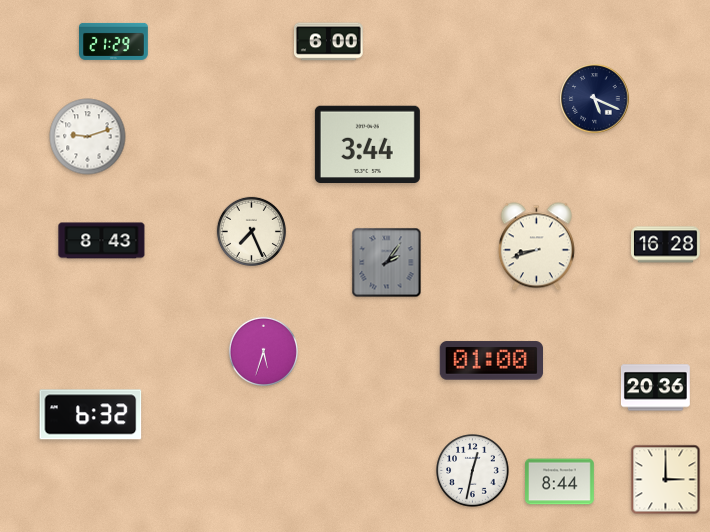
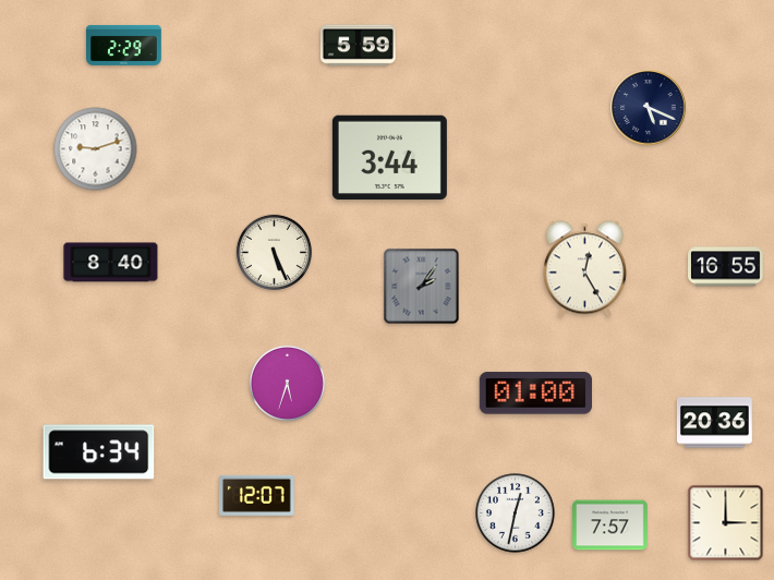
clock at (114, 41): 21:29 -> 2:29
clock at (329, 42): 6:00 -> 5:59
clock at (367, 145) position: (367, 145) -> (389, 158)
clock at (251, 231): 7:26 -> 5:26
clock at (102, 241): 8:43 -> 8:40
clock at (666, 245): 16:28 -> 16:55
clock at (536, 247): 8:42 -> 12:25
clock at (91, 415): 6:32 -> 6:34
clock at (257, 495): none -> 12:07
clock at (560, 482): 8:44 -> 7:57
